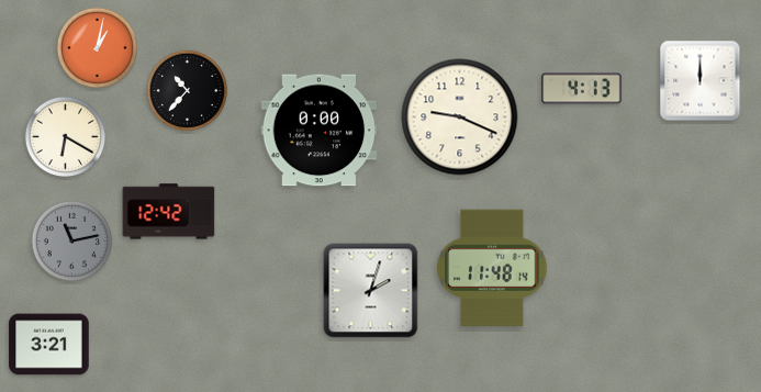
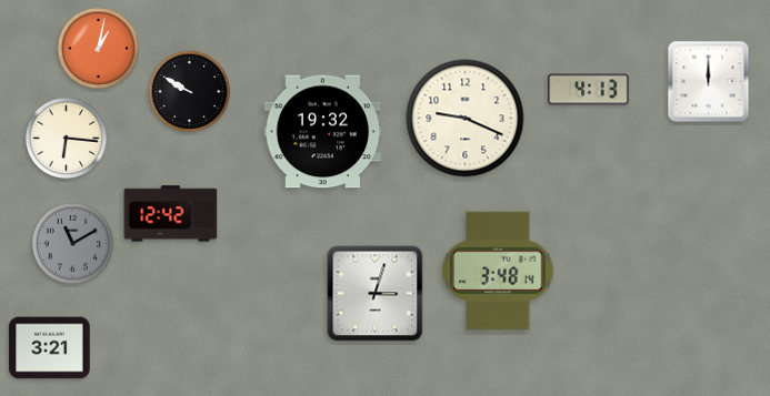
clock at (188, 91): 10:37 -> 9:50
clock at (320, 131): 0:00 -> 19:32
clock at (66, 137): 6:20 -> 6:16
clock at (72, 242): 11:13 -> 11:10
clock at (492, 268): 11:48 -> 3:48
clock at (371, 291): 2:03 -> 3:03
